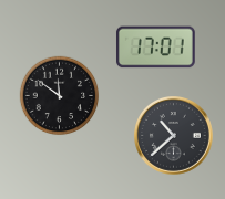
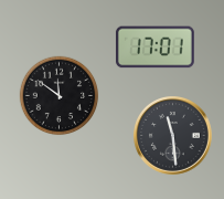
clock at (174, 136): 10:38 -> 11:29
